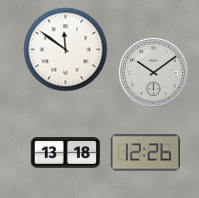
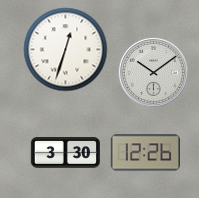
clock at (66, 50): 11:51 -> 12:33
clock at (65, 153): 13:18 -> 3:30
